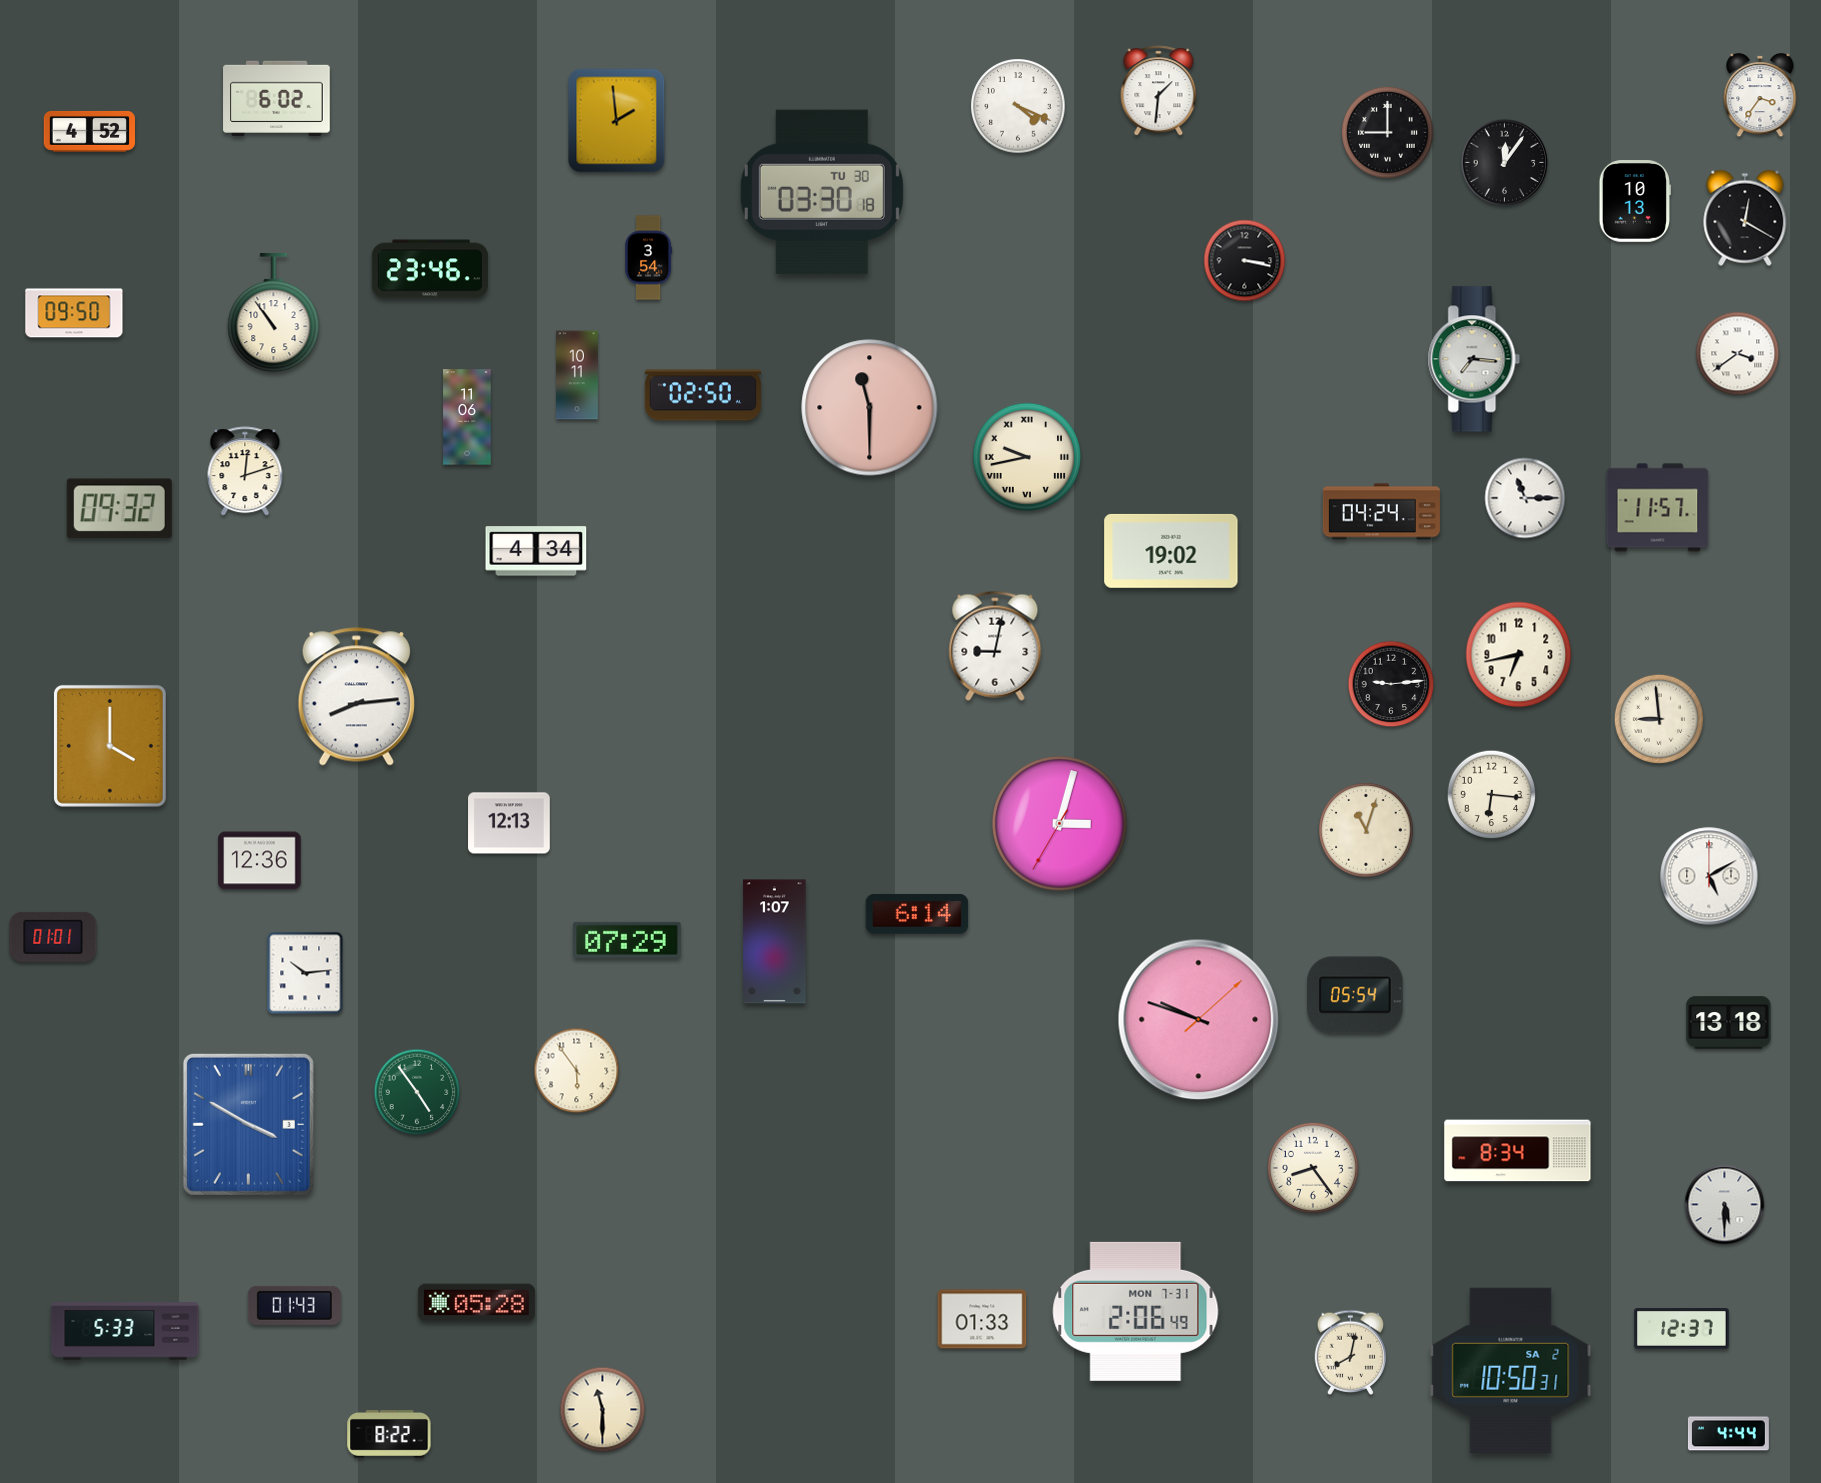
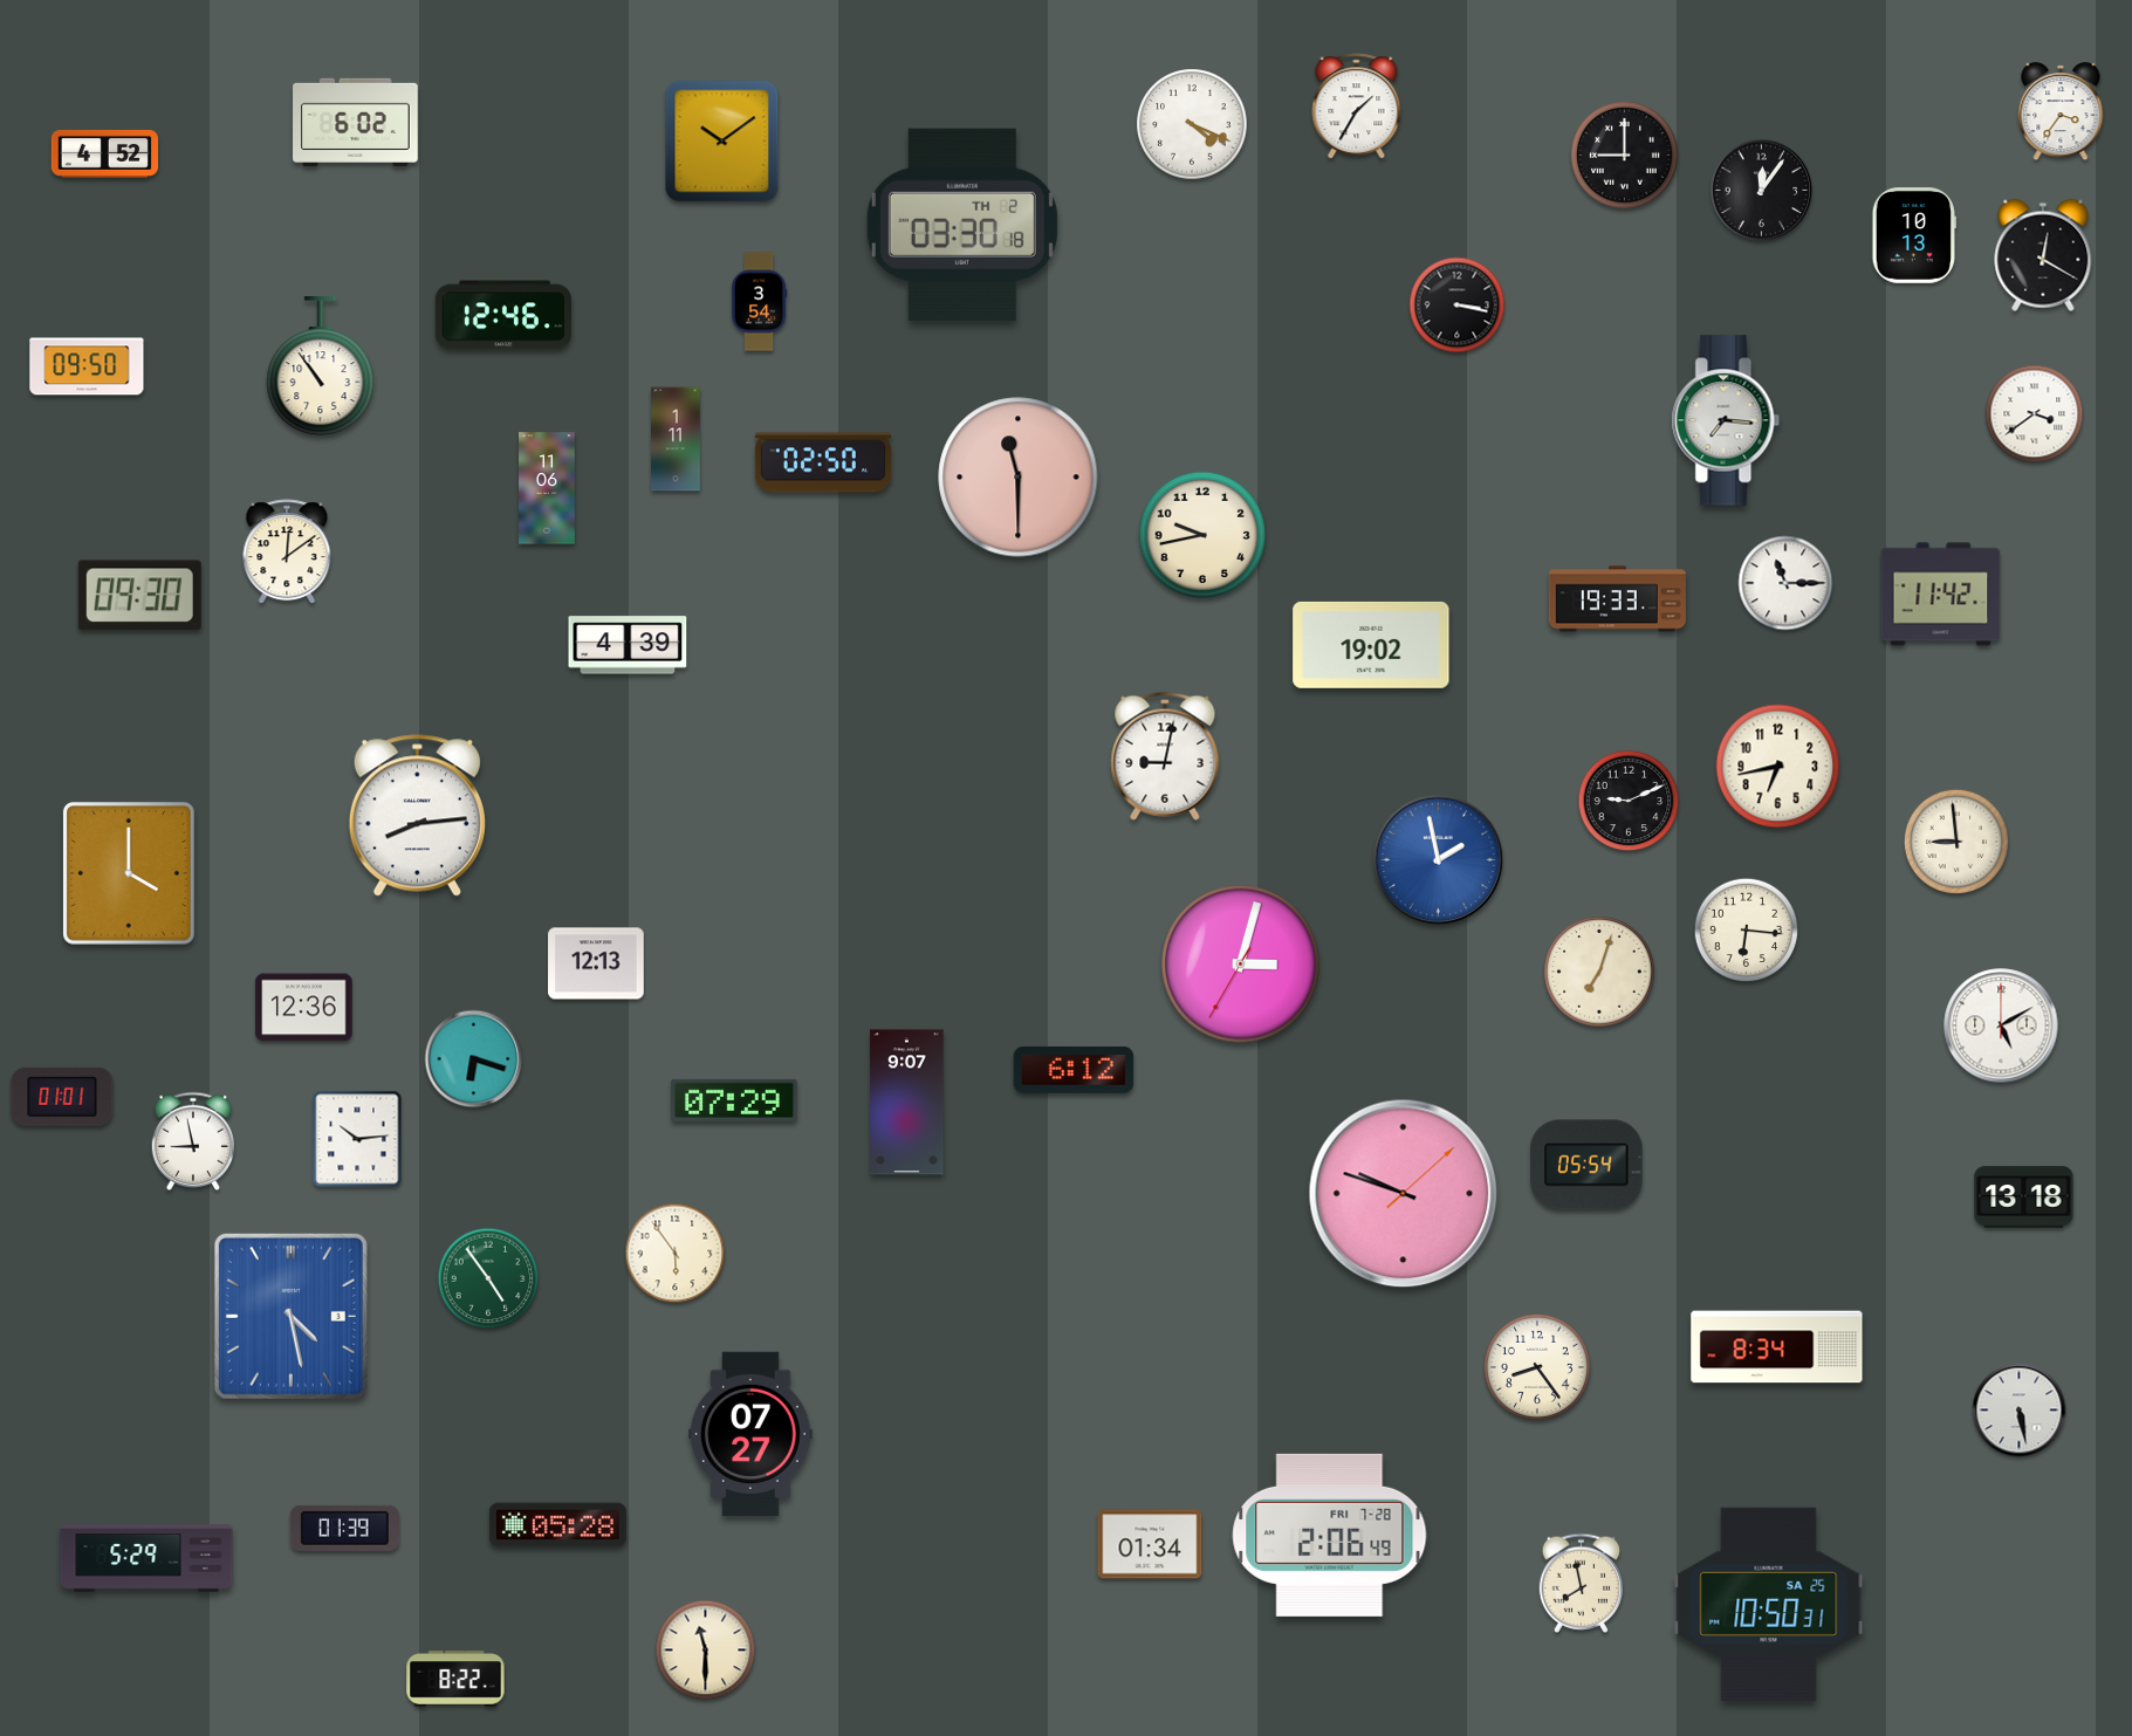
clock at (1159, 91): 1:31 -> 1:35
clock at (277, 98) position: (277, 98) -> (356, 122)
clock at (617, 121): 1:59 -> 10:09
clock at (822, 191) date: TU 30 -> TH 2
clock at (430, 269): 23:46 -> 12:46
clock at (577, 375): 10:11 -> 1:11
clock at (1027, 457) numerals: Roman -> Arabic
clock at (245, 472): 12:12 -> 12:09
clock at (1658, 508): 11:57 -> 11:42
clock at (119, 509): 09:32 -> 09:30
clock at (1381, 512): 04:24 -> 19:33
clock at (536, 551): 4:34 -> 4:39
clock at (1391, 684): 9:14 -> 9:11
clock at (1659, 719) position: (1659, 719) -> (1956, 842)
clock at (1439, 860): none -> 1:58
clock at (1366, 830): 11:03 -> 7:03
clock at (474, 1059): none -> 6:18
clock at (917, 914): 6:14 -> 6:12
clock at (775, 942): 1:07 -> 9:07
clock at (192, 1141): none -> 8:58
clock at (248, 1124): 3:50 -> 4:28
clock at (1725, 1205): 5:30 -> 5:28
clock at (750, 1434): none -> 07:27
clock at (294, 1305): 01:43 -> 01:39
clock at (1136, 1311) date: MON 7-31 -> FRI 7-28
clock at (982, 1319): 01:33 -> 01:34
clock at (1682, 1329): 12:37 -> none
clock at (125, 1331): 5:33 -> 5:29
clock at (1351, 1352): 8:02 -> 7:58
clock at (1511, 1370) date: SA 2 -> SA 25
clock at (1728, 1434): 4:44 -> none
